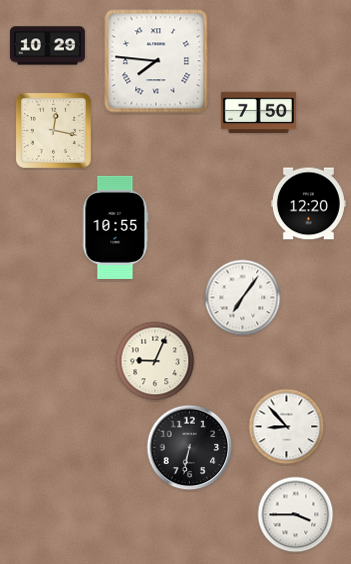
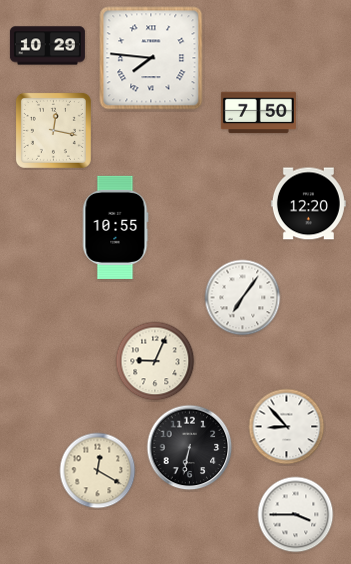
clock at (156, 61) position: (156, 61) -> (151, 58)
clock at (98, 471): none -> 12:20
